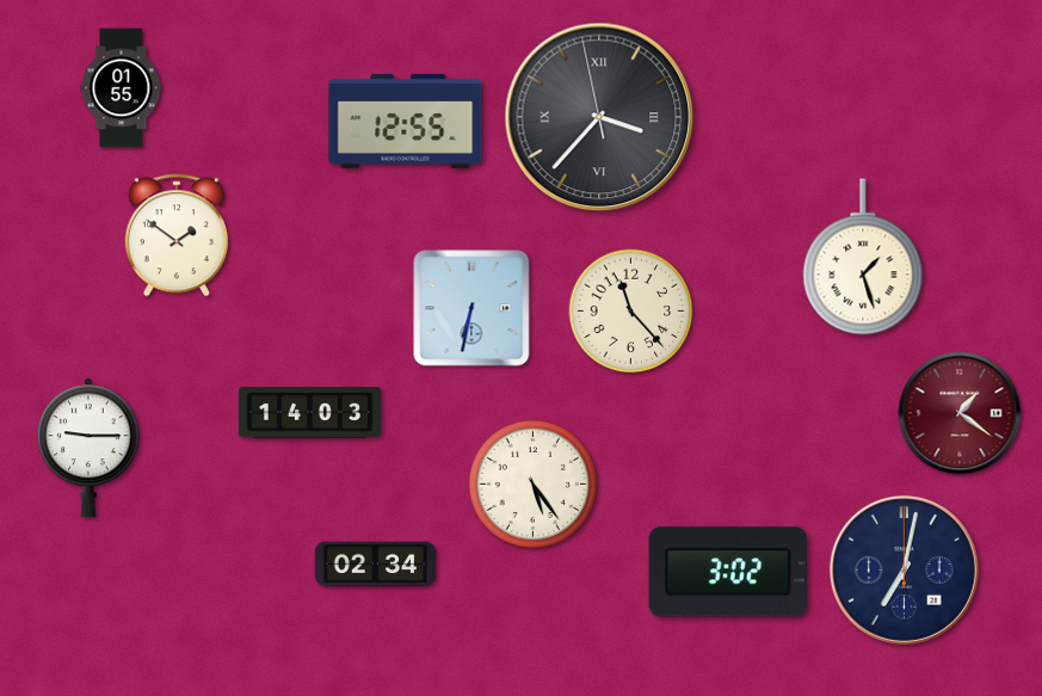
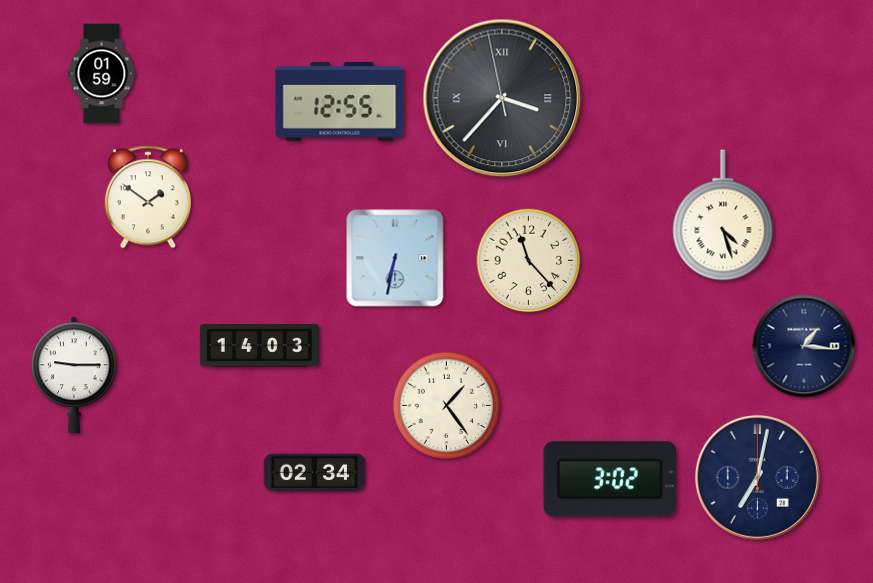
clock at (122, 88): 01:55 -> 01:59
clock at (863, 257): 1:27 -> 4:27
clock at (960, 413): 1:21 -> 1:16
clock at (960, 413) dial: burgundy -> navy
clock at (532, 483): 5:24 -> 1:24
